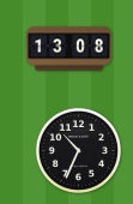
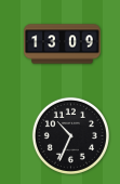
clock at (69, 49): 13:08 -> 13:09
